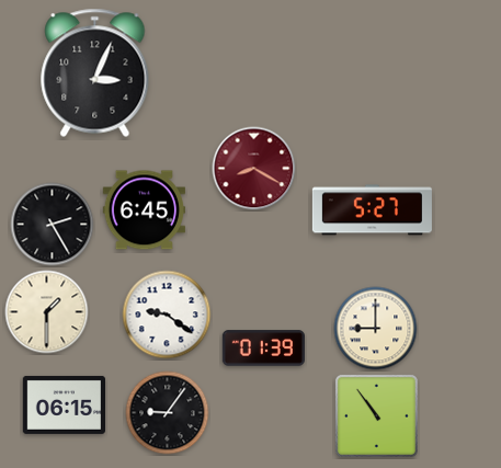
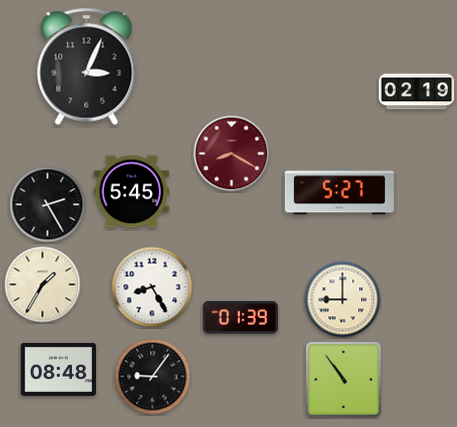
clock at (417, 92): none -> 02:19
clock at (144, 210): 6:45 -> 5:45
clock at (47, 312): 1:30 -> 1:35
clock at (167, 315): 9:21 -> 8:25
clock at (64, 404): 06:15 -> 08:48
